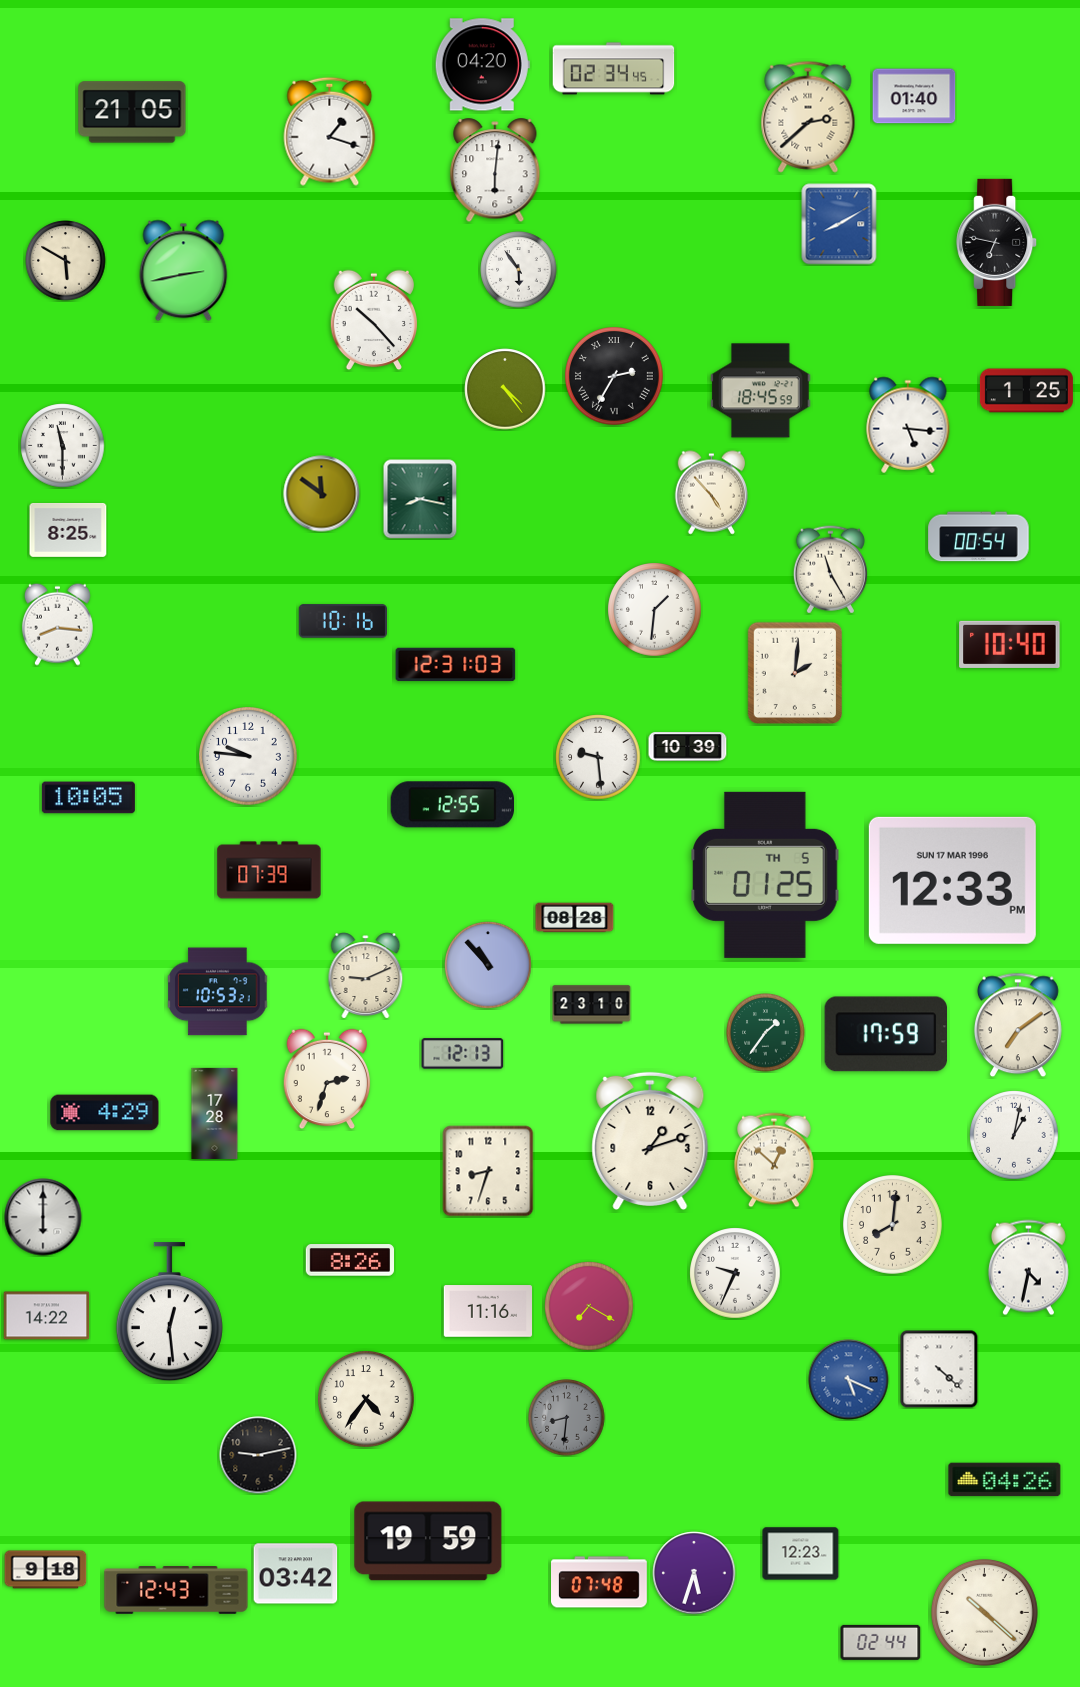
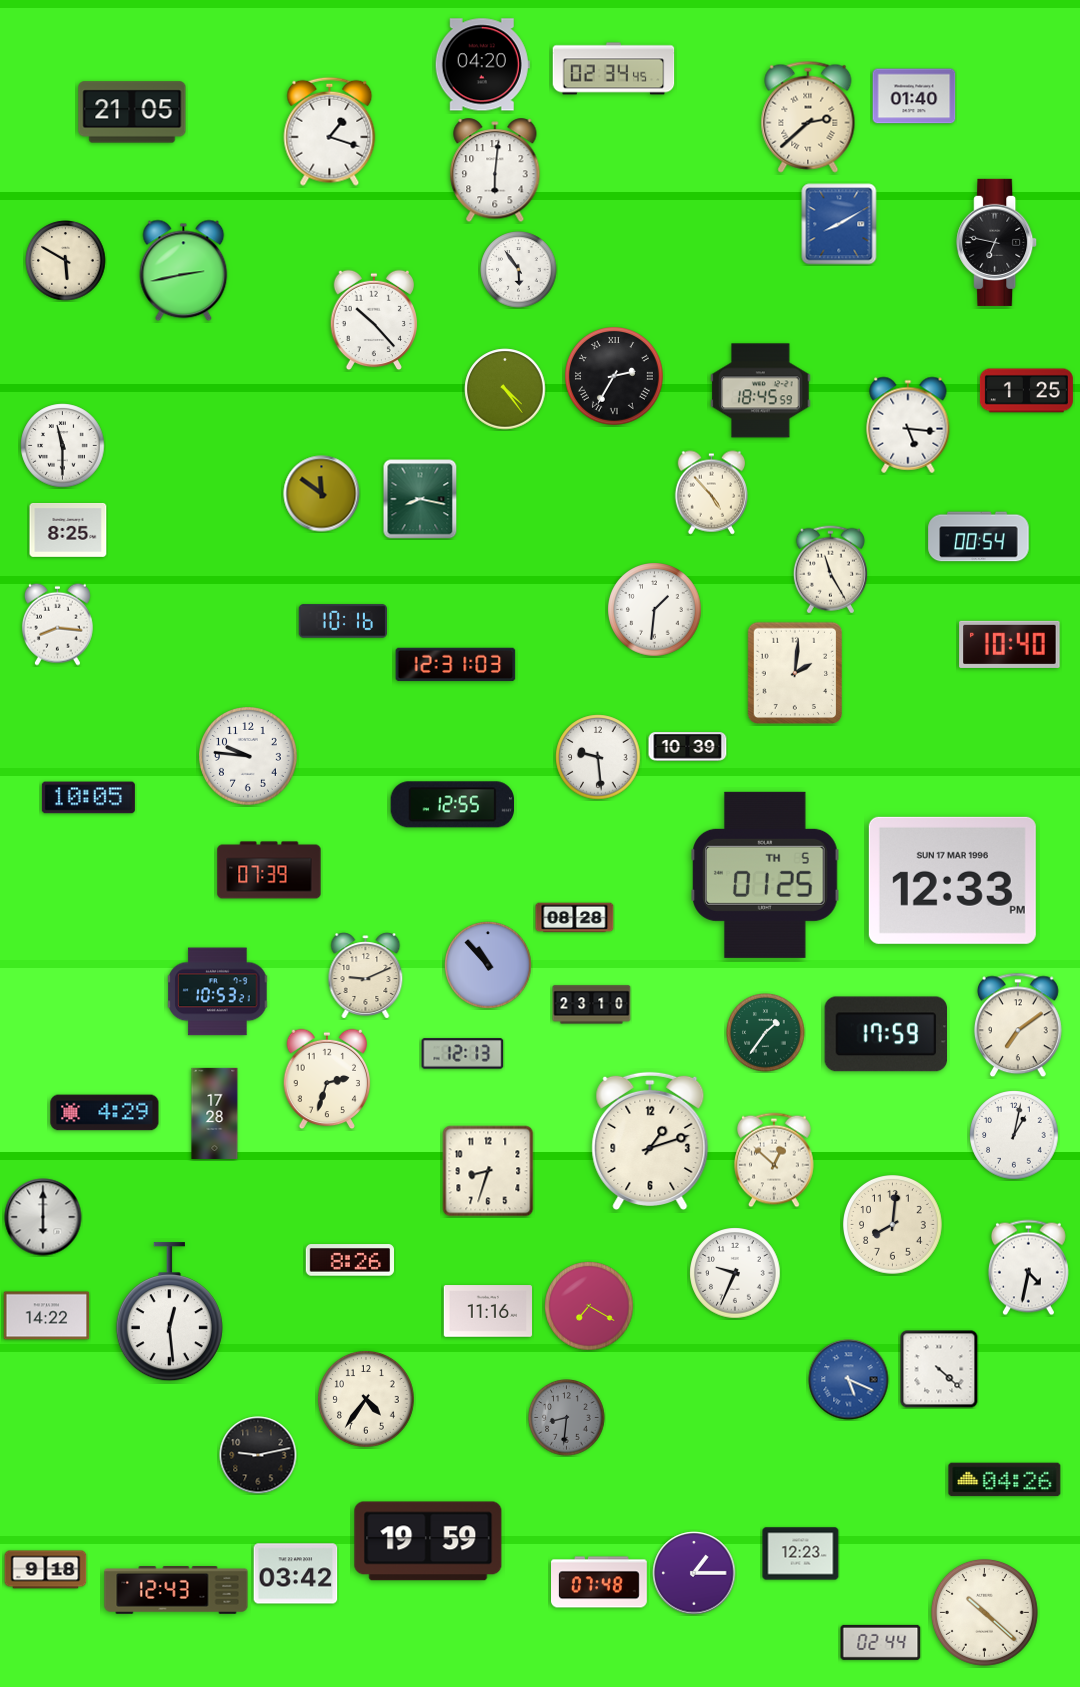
clock at (694, 1573): 5:33 -> 1:15
